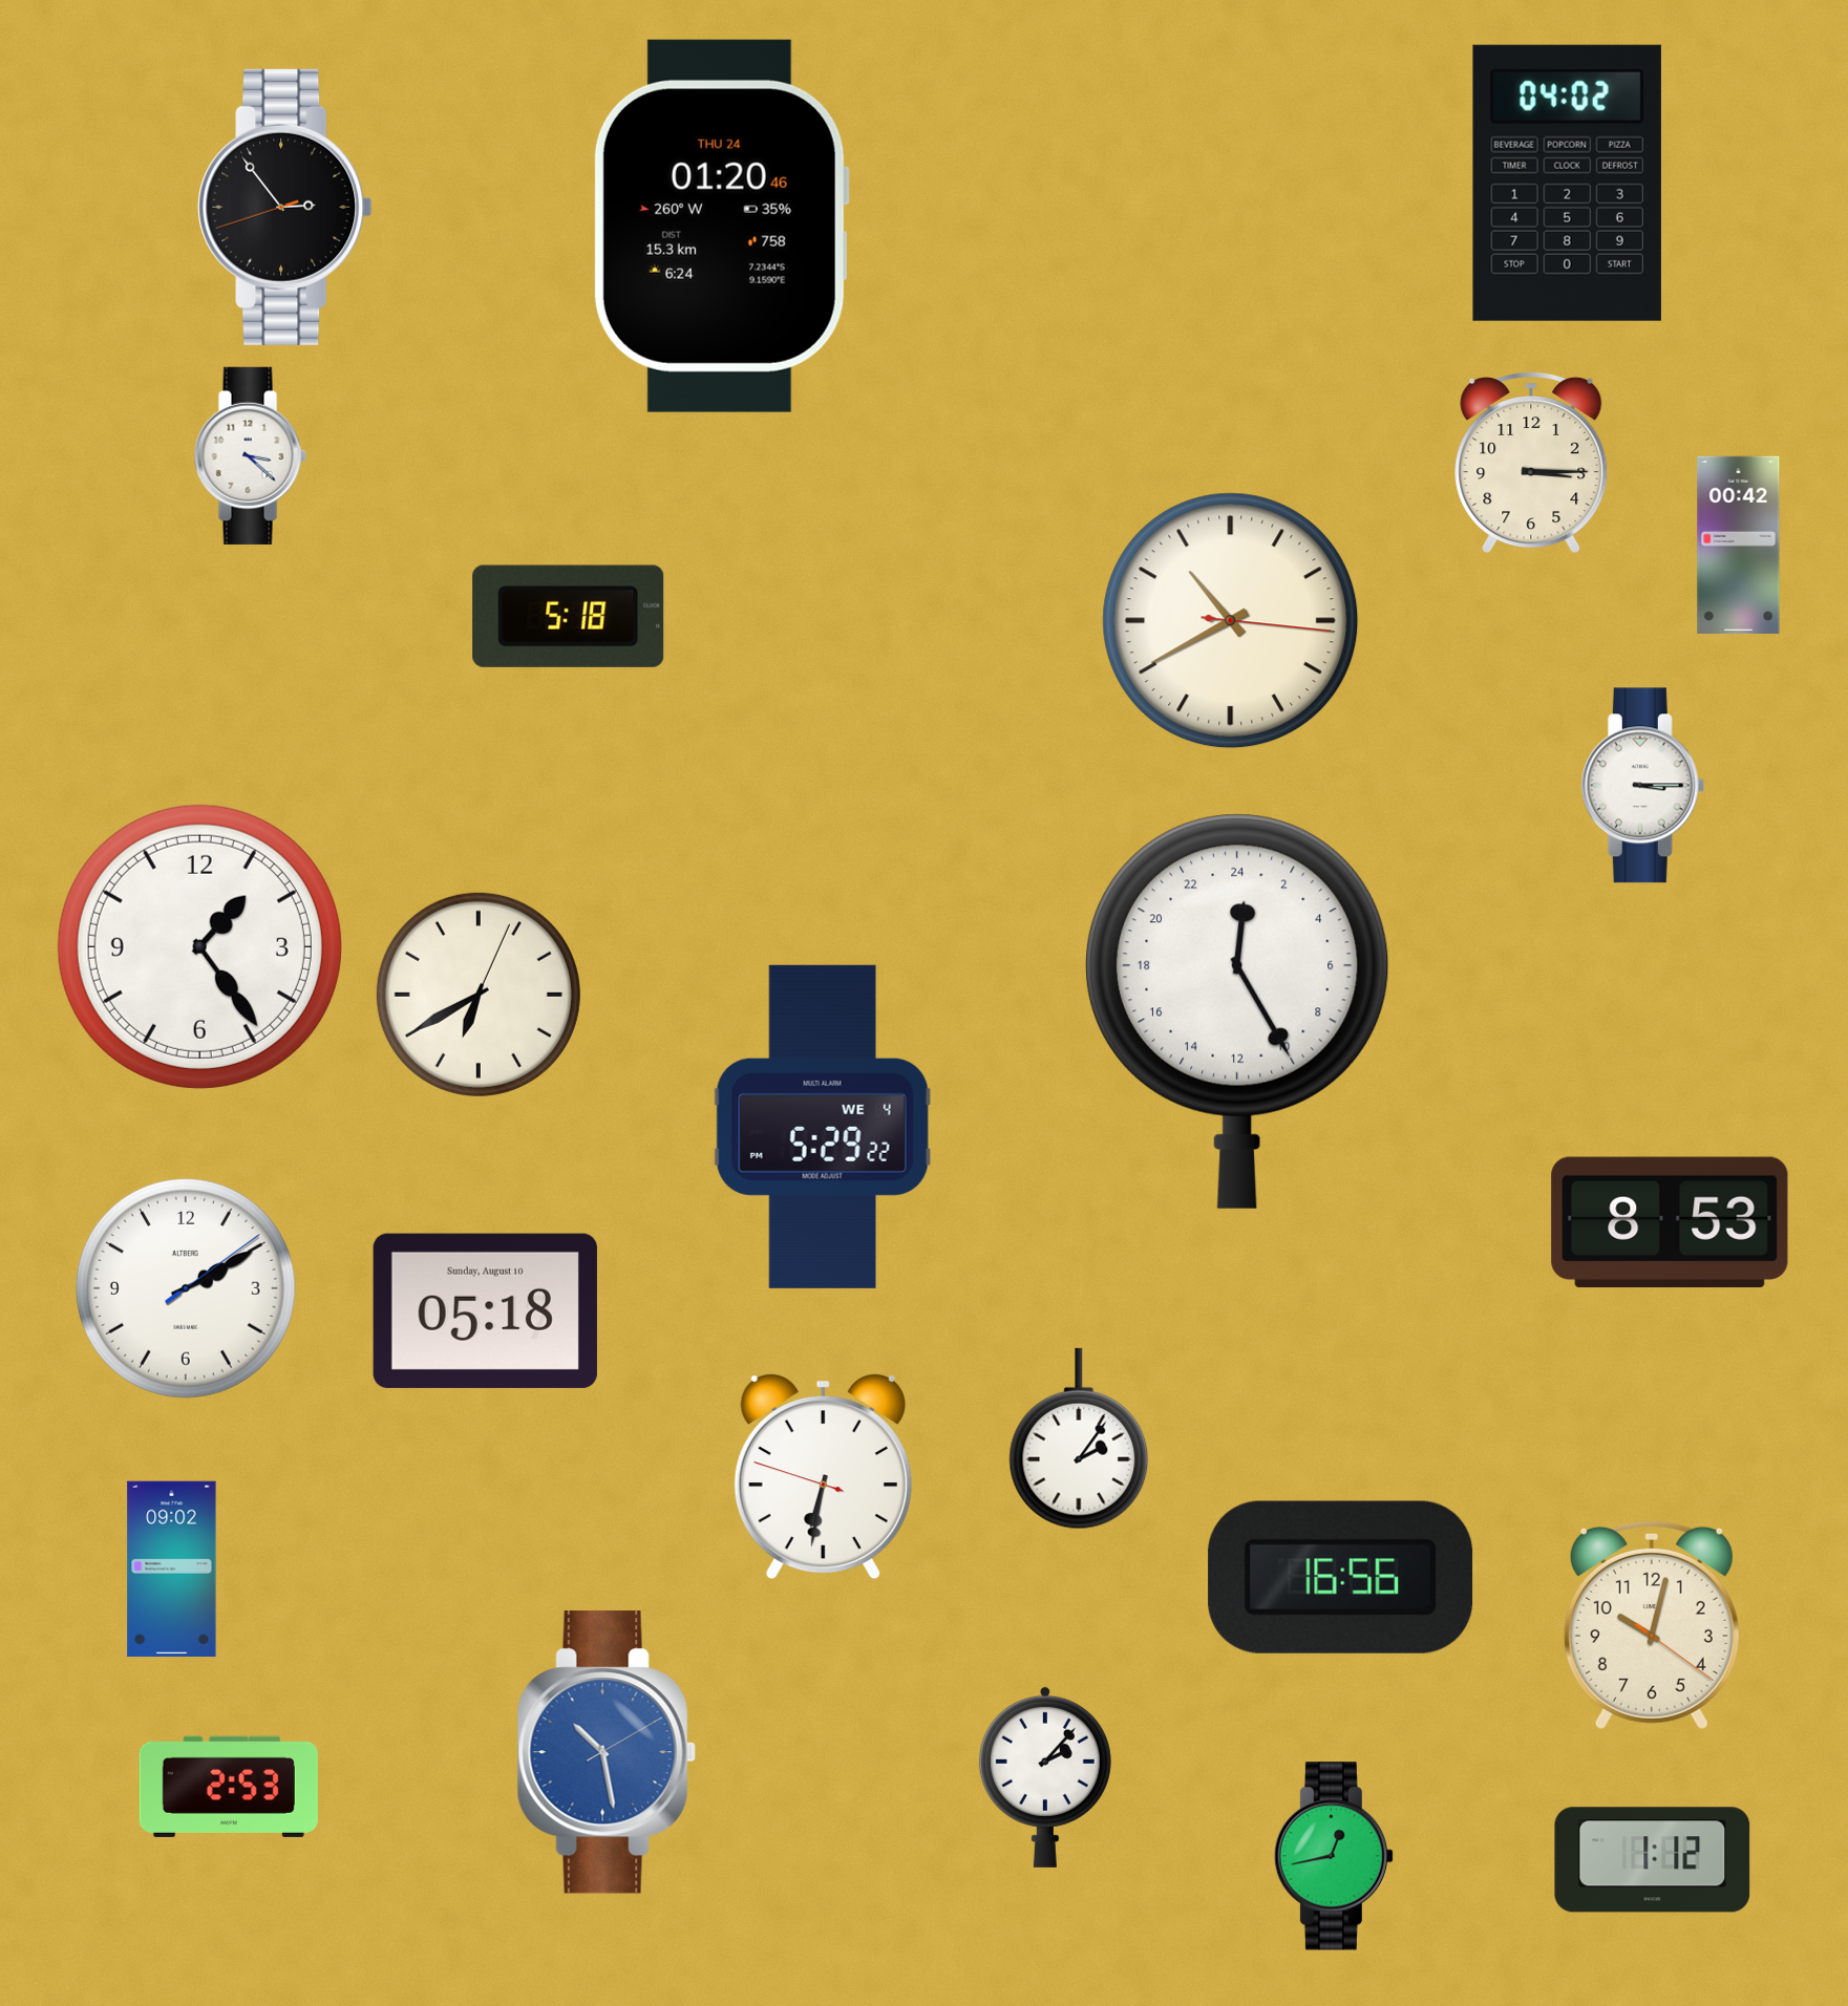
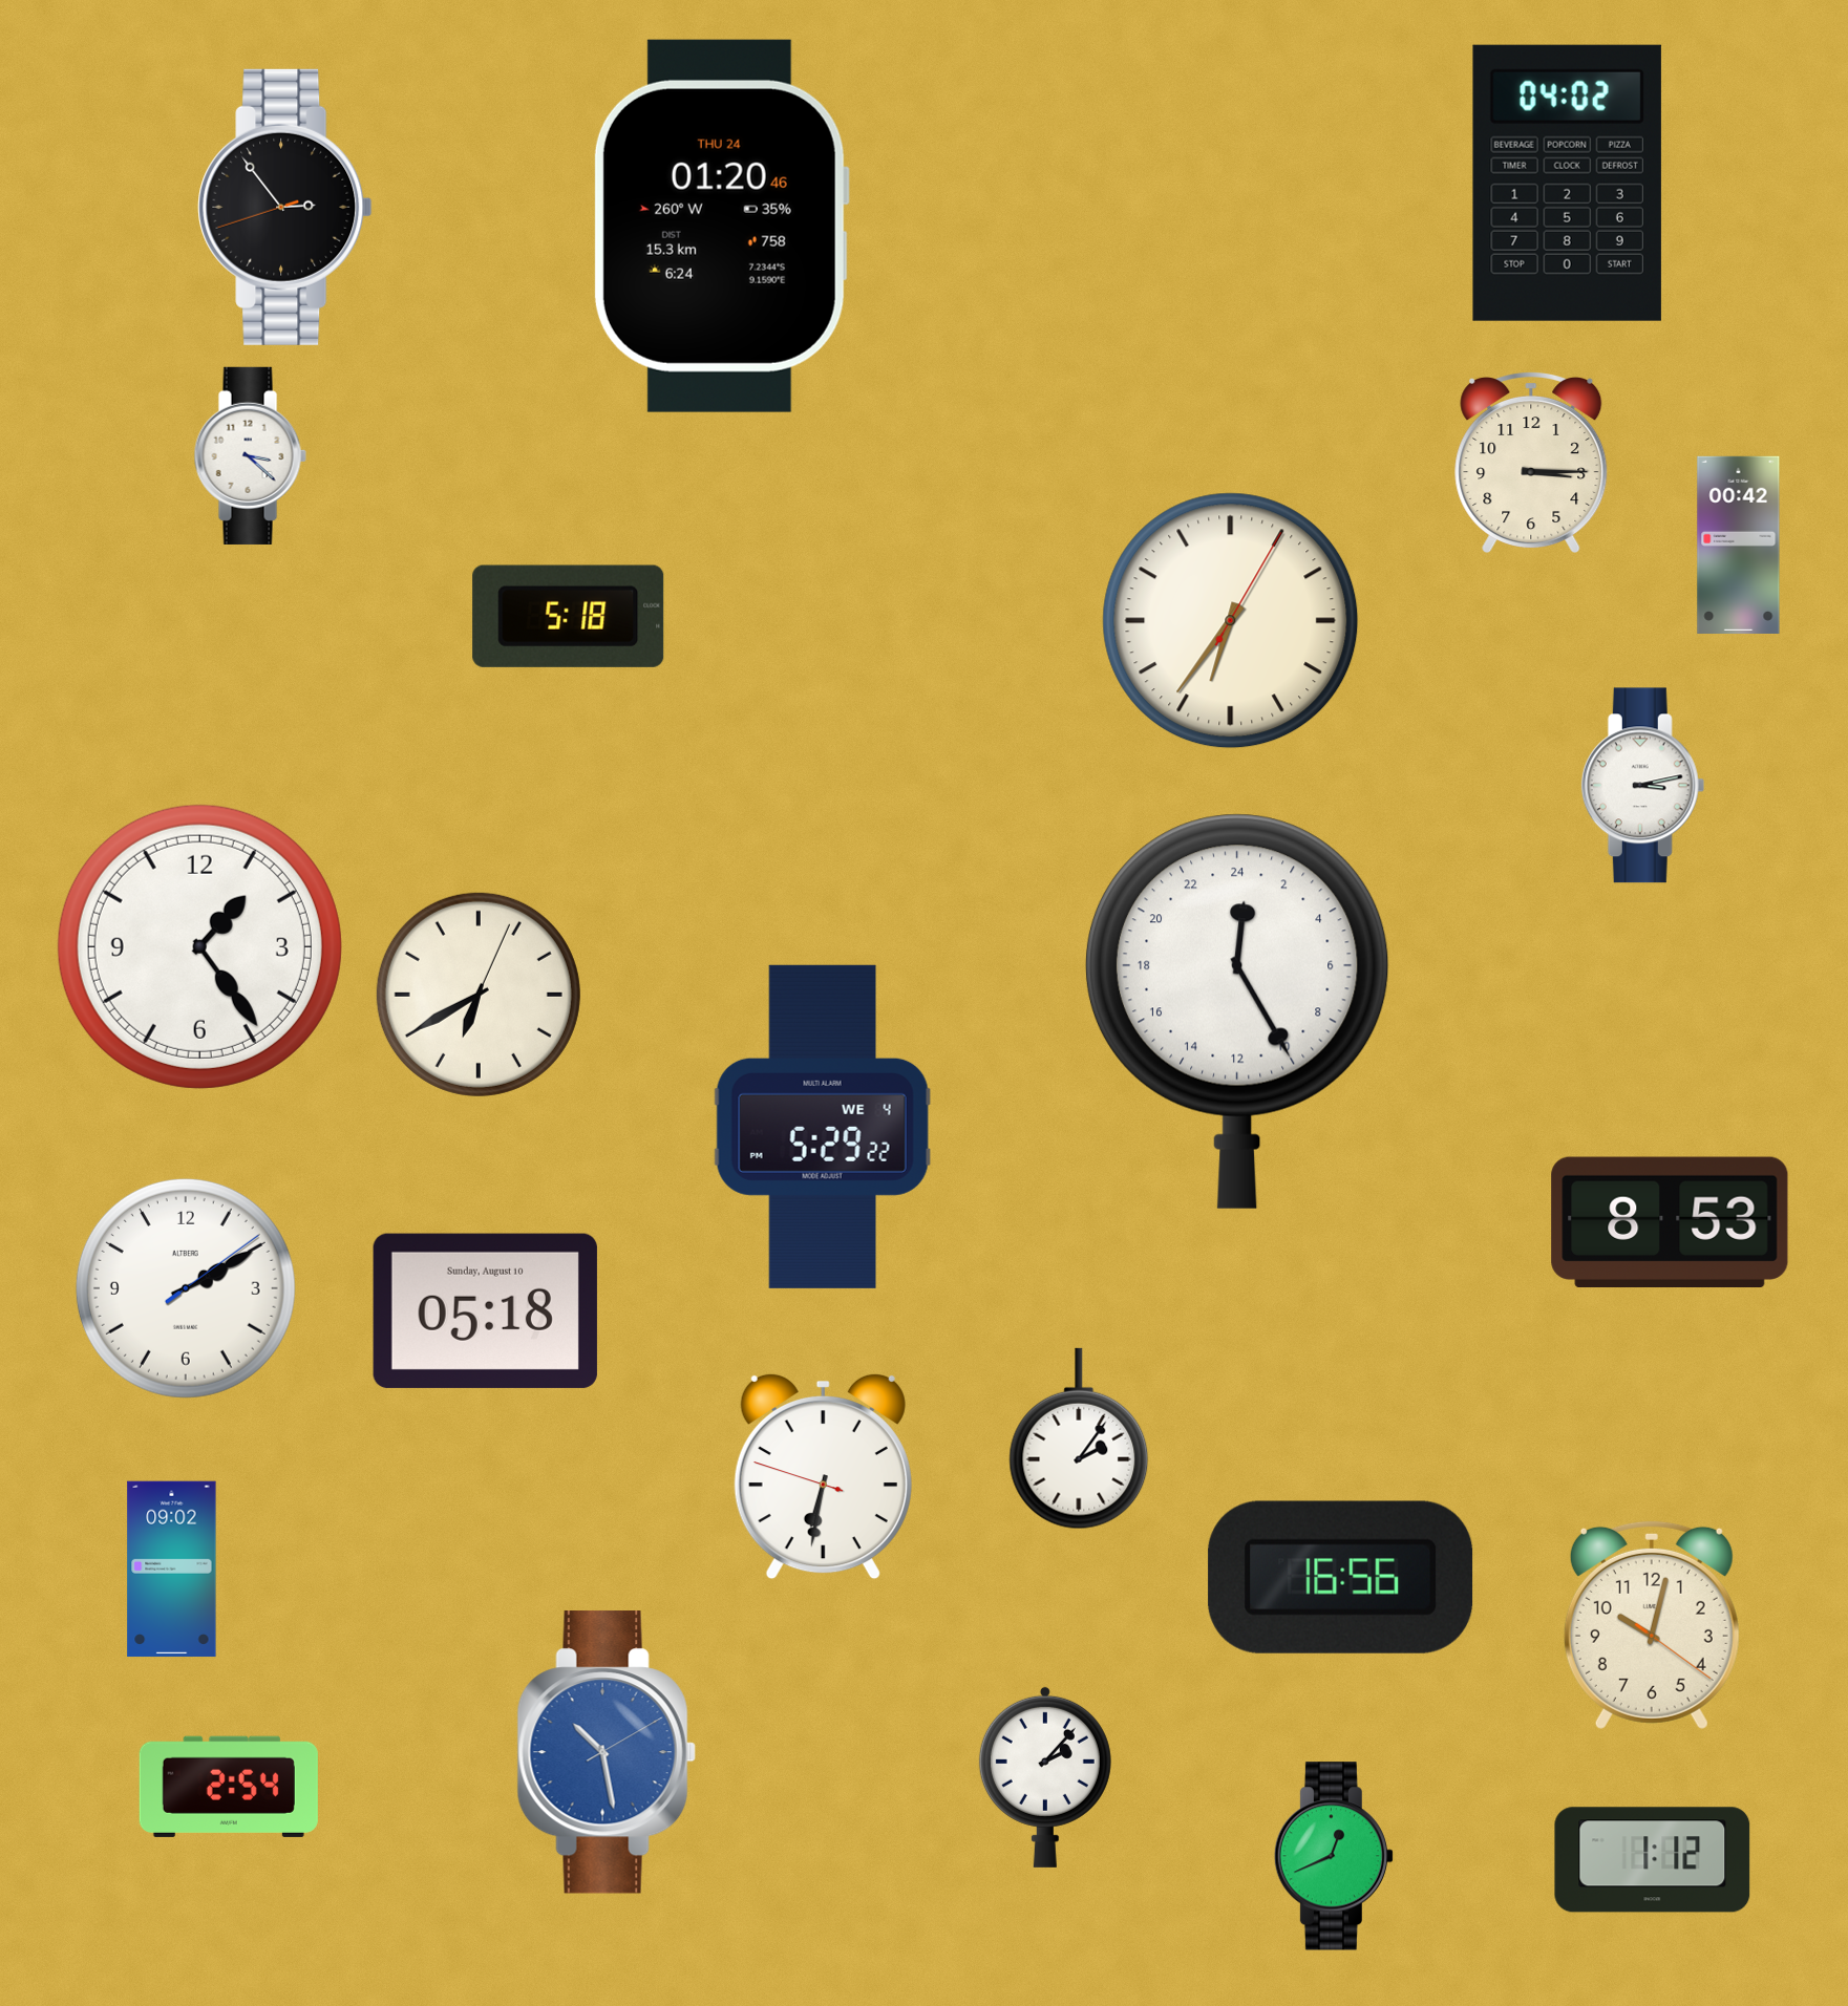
clock at (1231, 621): 10:40 -> 6:36
clock at (1643, 786): 3:15 -> 3:13
clock at (229, 1787): 2:53 -> 2:54
clock at (1334, 1856): 12:43 -> 12:41
